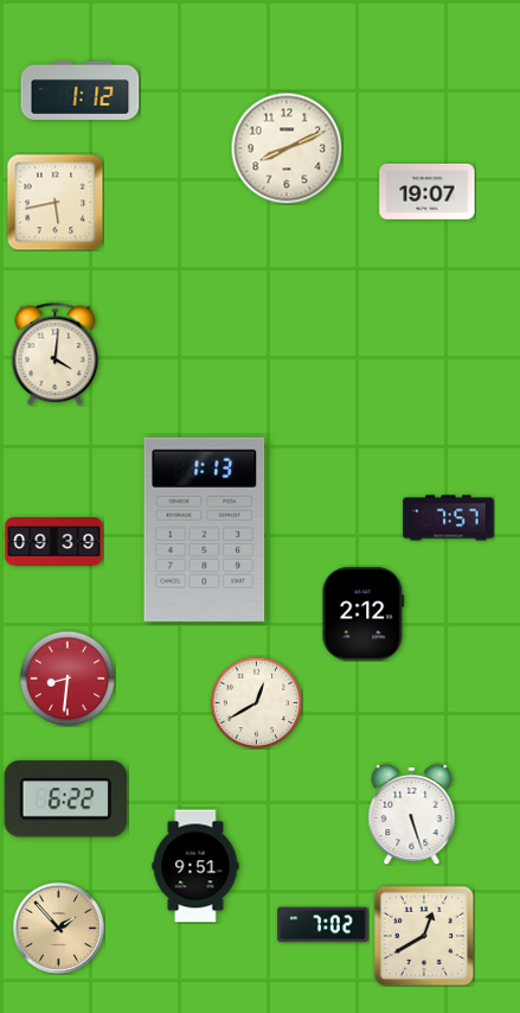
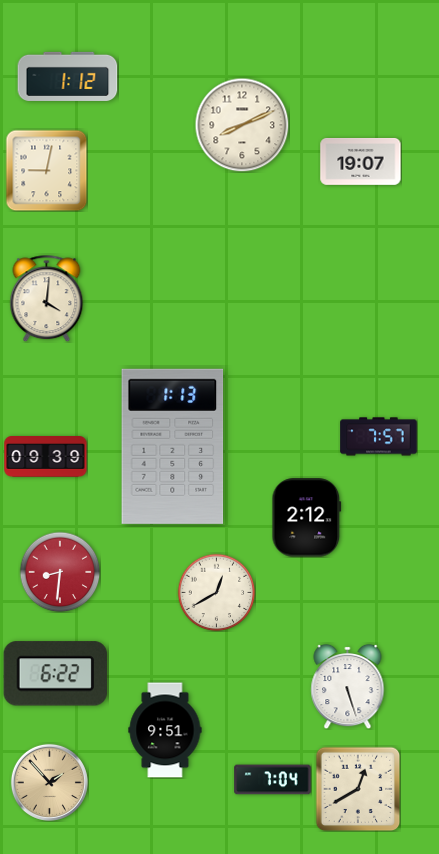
clock at (54, 202): 5:43 -> 9:02
clock at (68, 678) position: (68, 678) -> (60, 572)
clock at (323, 925): 7:02 -> 7:04
